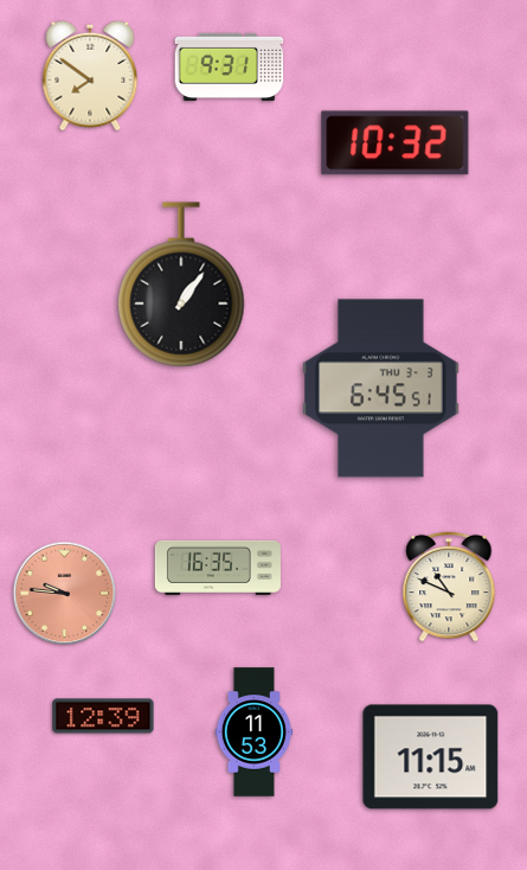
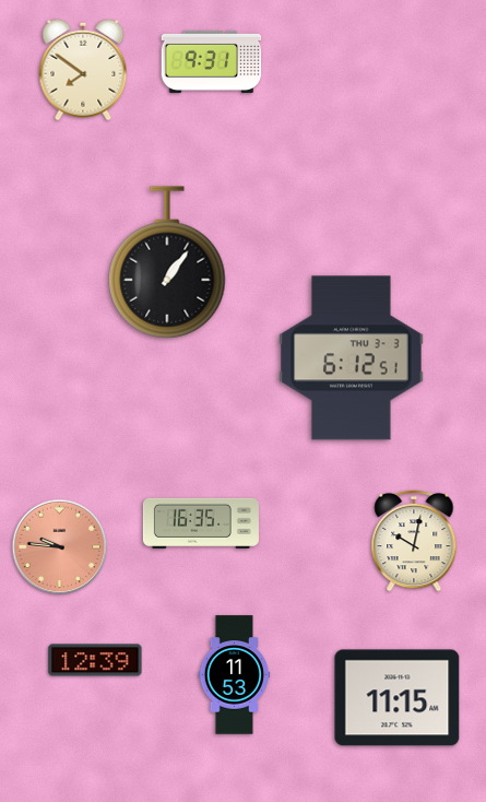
clock at (396, 143): 10:32 -> none
clock at (381, 389): 6:45 -> 6:12
clock at (449, 587): 10:49 -> 10:02
